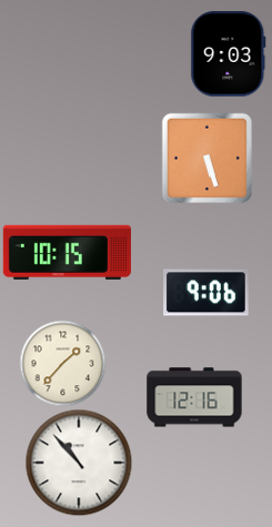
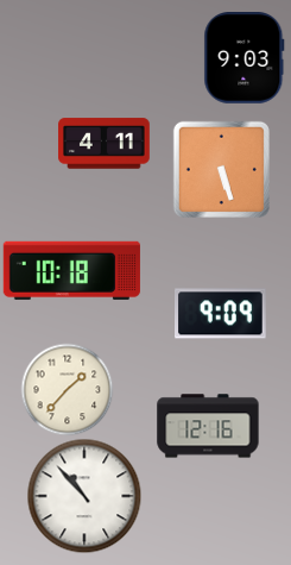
clock at (105, 144): none -> 4:11
clock at (67, 252): 10:15 -> 10:18
clock at (206, 293): 9:06 -> 9:09
